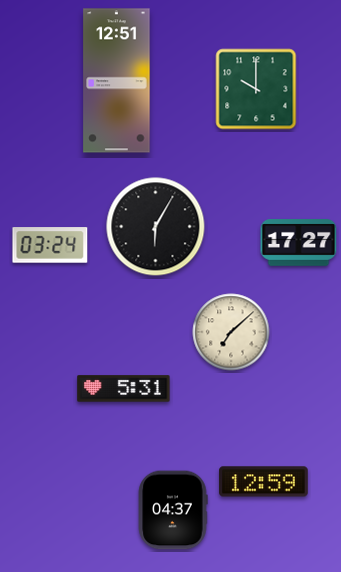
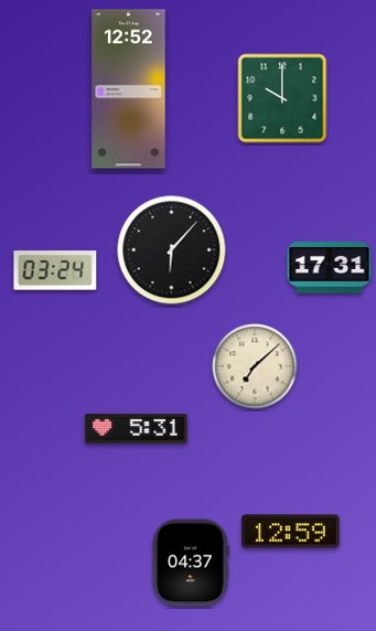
clock at (117, 81): 12:51 -> 12:52
clock at (156, 227): 6:05 -> 6:07
clock at (299, 243): 17:27 -> 17:31
